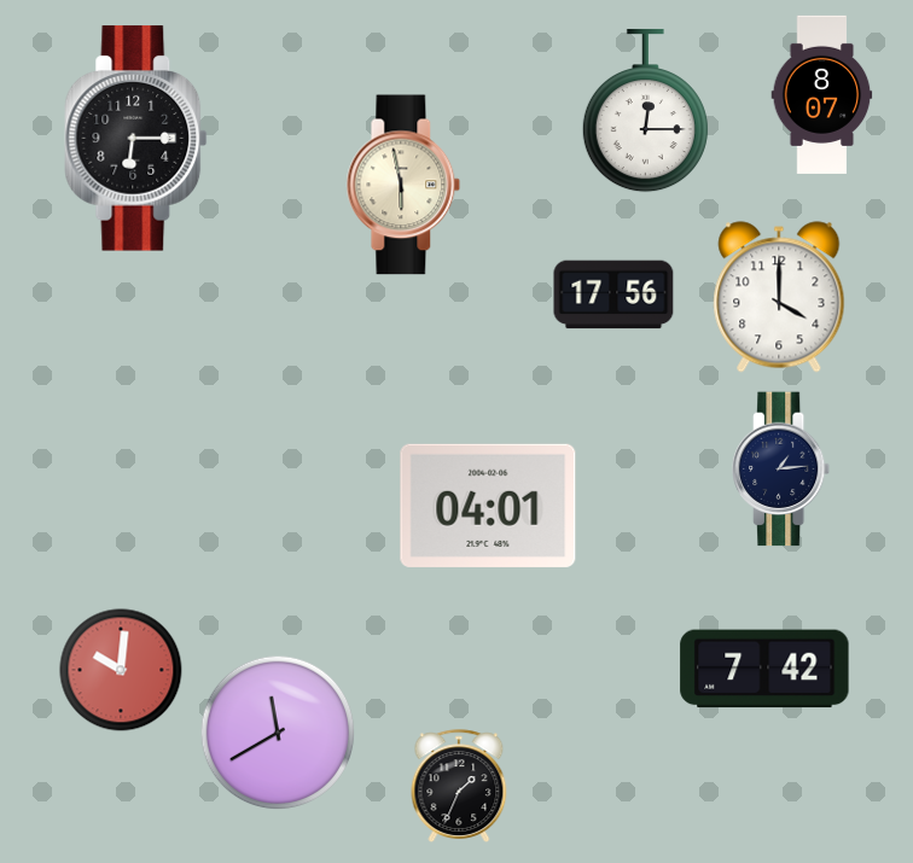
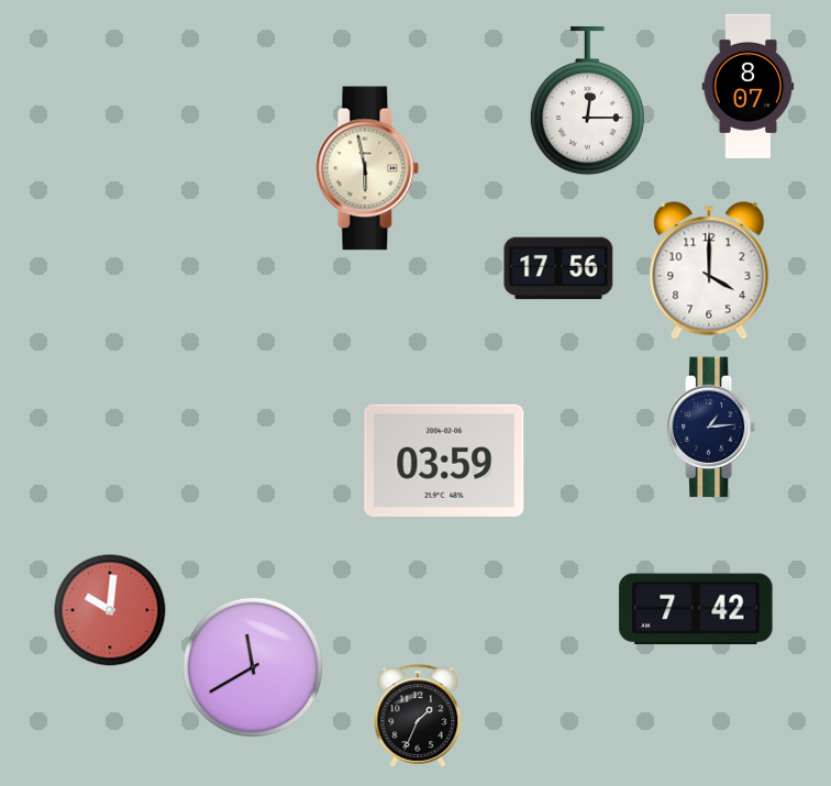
clock at (136, 139): 6:15 -> none
clock at (488, 506): 04:01 -> 03:59
